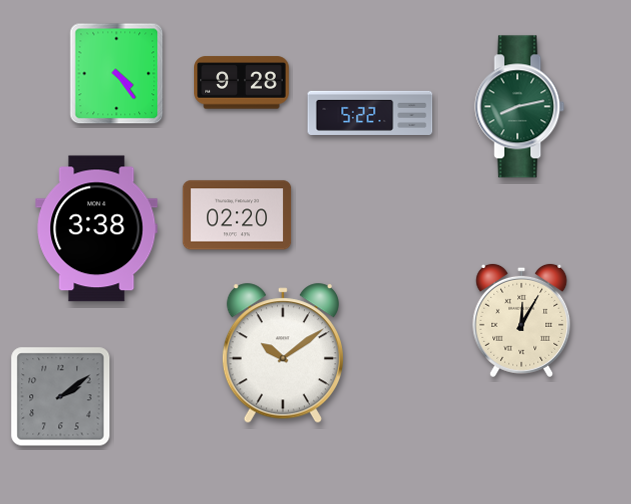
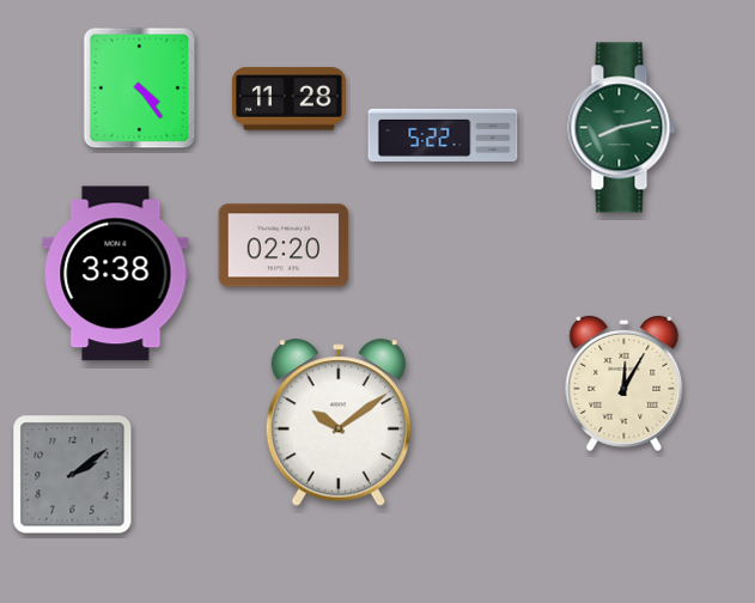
clock at (242, 83): 9:28 -> 11:28
clock at (237, 215) position: (237, 215) -> (284, 245)
